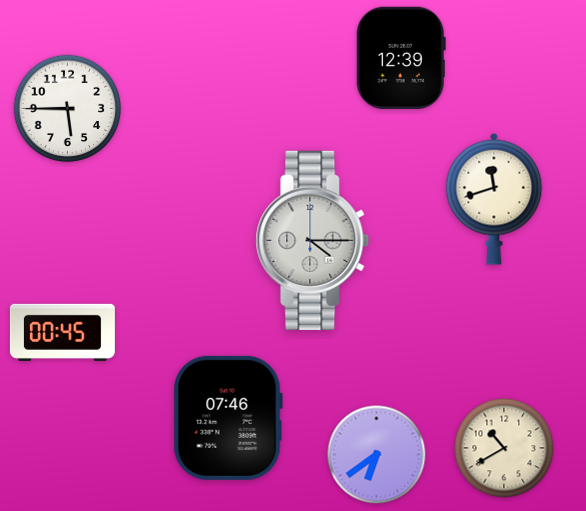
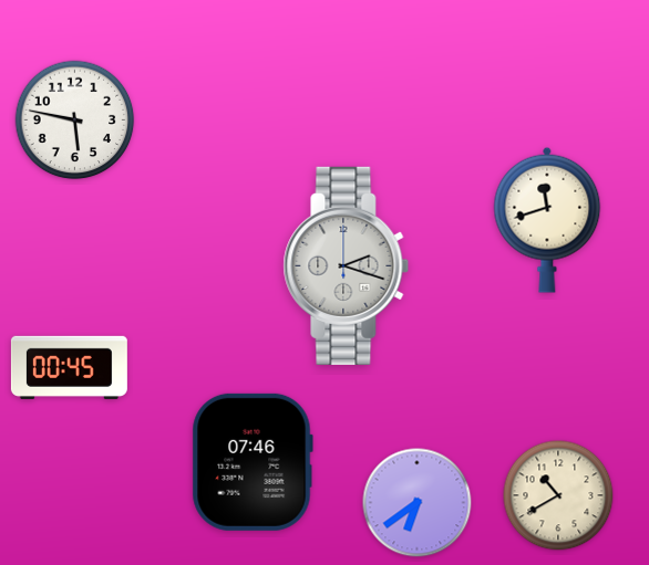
clock at (401, 57): 12:39 -> none
clock at (68, 109): 5:45 -> 5:47
clock at (313, 240): 4:15 -> 2:18
